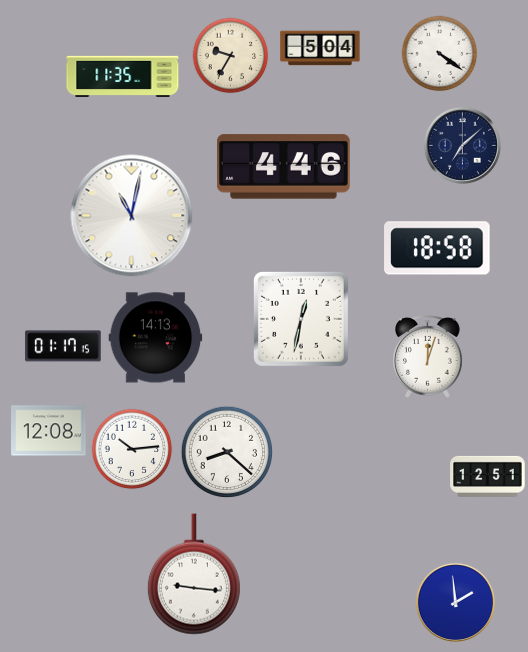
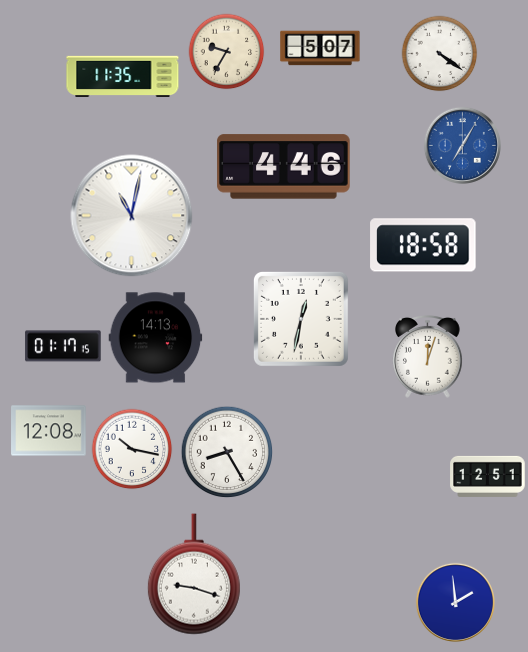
clock at (320, 48): 5:04 -> 5:07
clock at (231, 56) position: (231, 56) -> (227, 52)
clock at (462, 145): 7:08 -> 7:05
clock at (462, 145) dial: navy -> blue
clock at (437, 248) position: (437, 248) -> (423, 245)
clock at (132, 449): 10:14 -> 10:17
clock at (227, 452): 8:22 -> 8:25
clock at (194, 574): 9:16 -> 9:18
